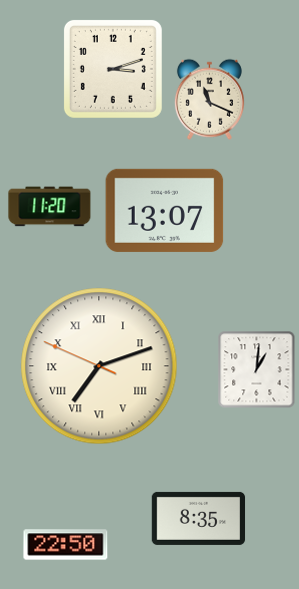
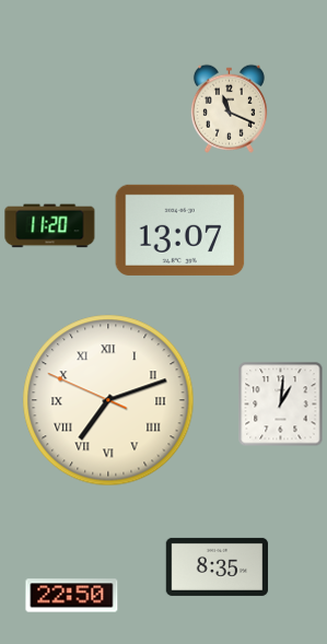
clock at (113, 69): 3:12 -> none
clock at (50, 207) position: (50, 207) -> (50, 226)
